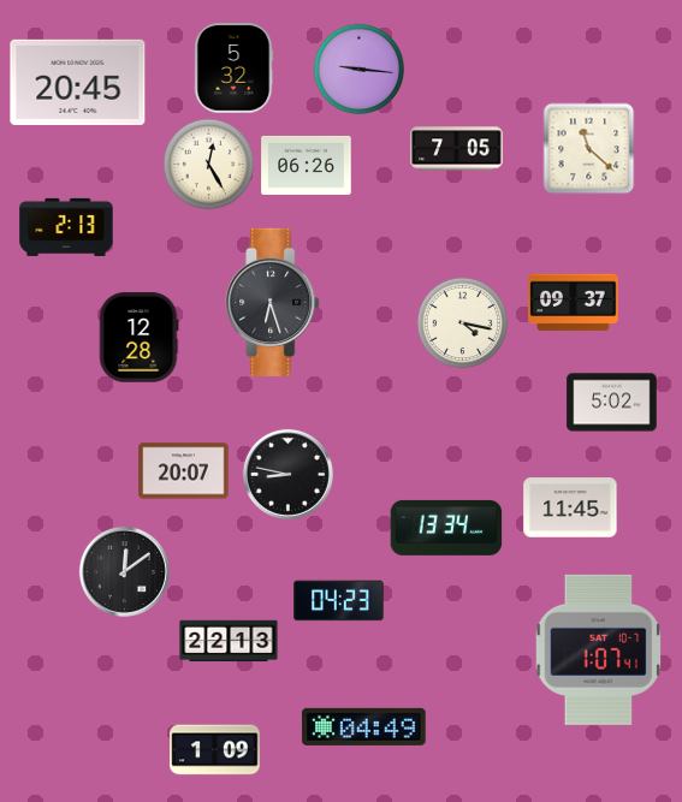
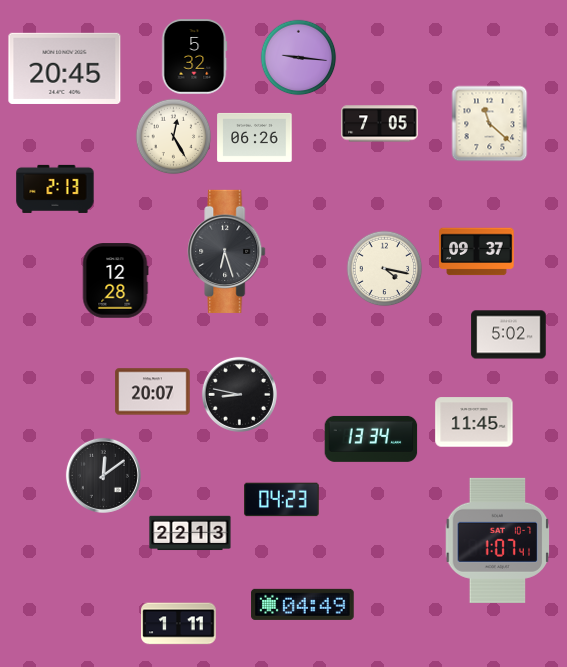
clock at (215, 750): 1:09 -> 1:11
